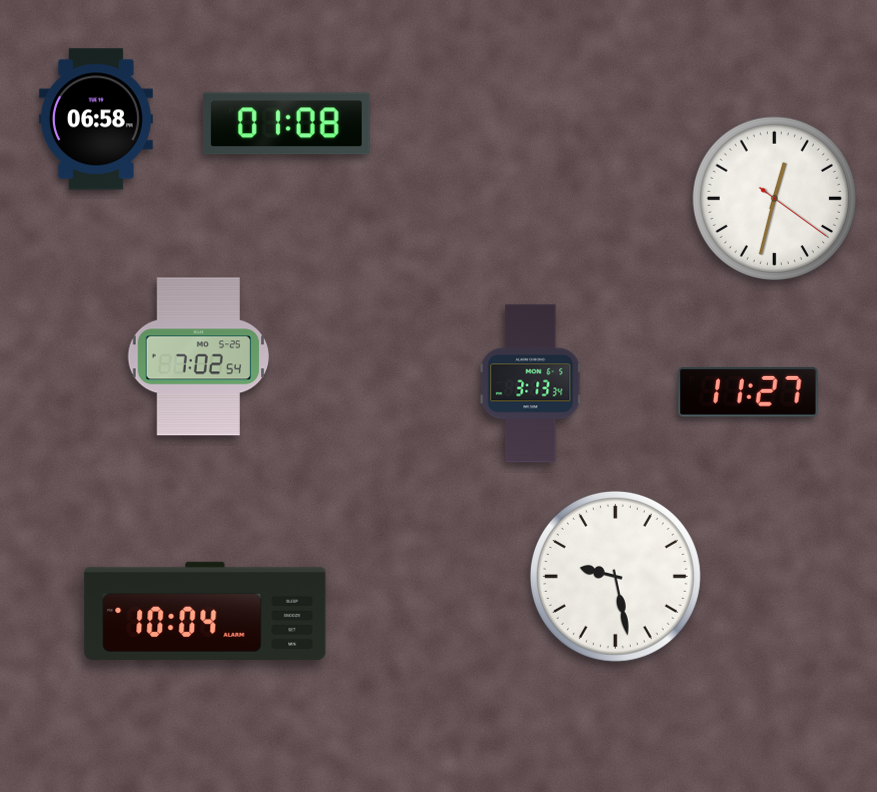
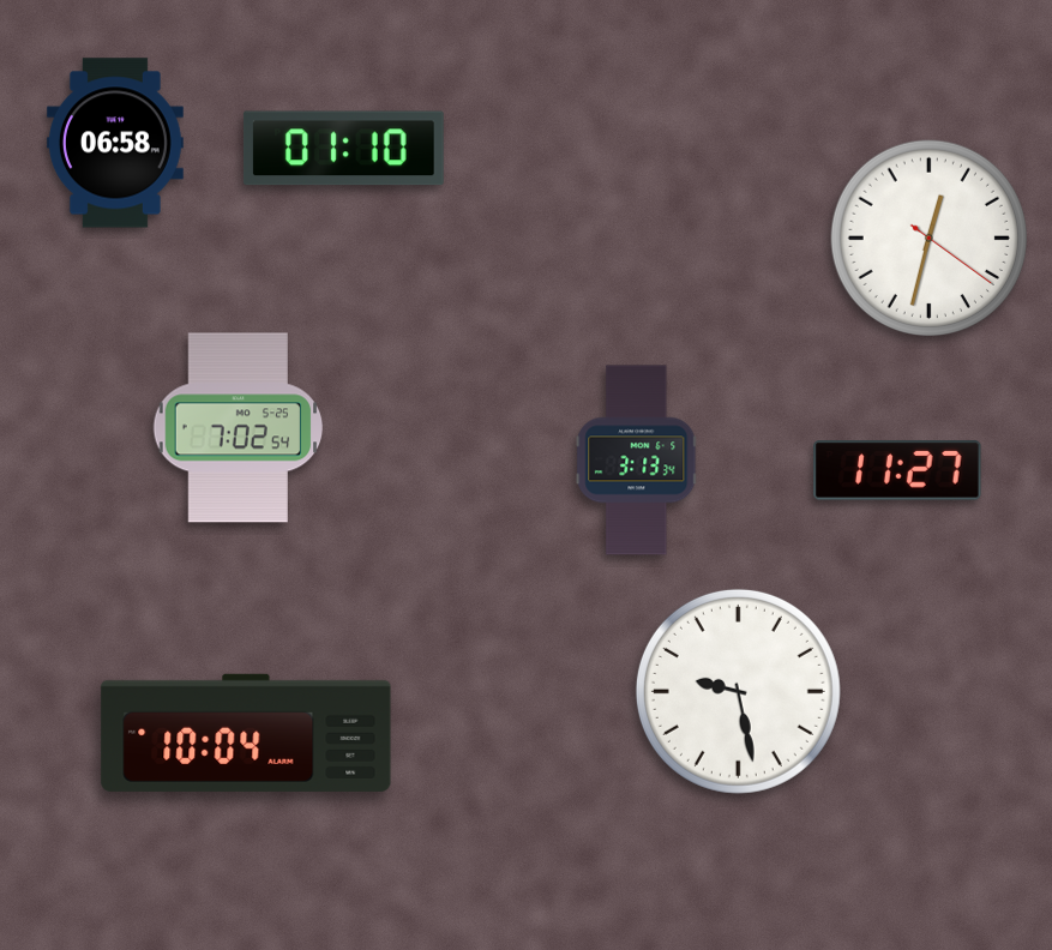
clock at (286, 124): 01:08 -> 01:10
